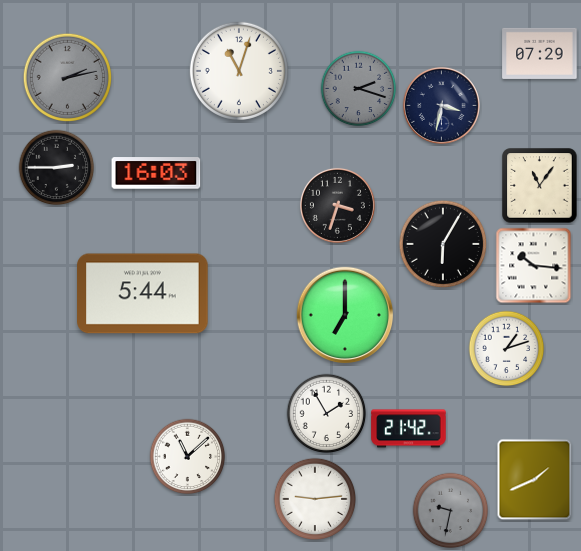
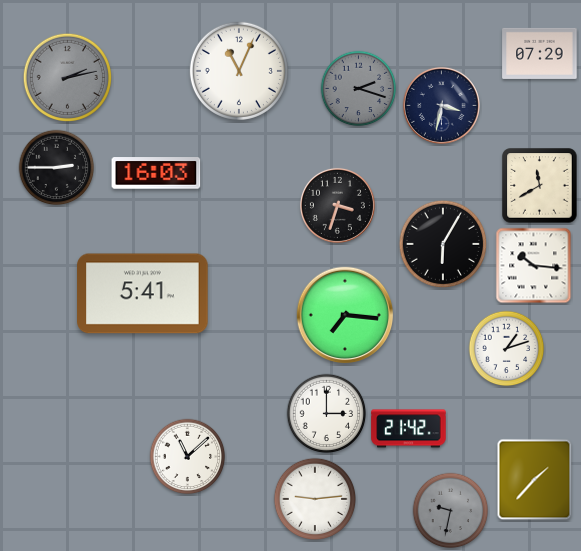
clock at (239, 71): 11:03 -> 11:04
clock at (540, 186): 11:06 -> 11:40
clock at (143, 294): 5:44 -> 5:41
clock at (345, 315): 7:00 -> 7:16
clock at (327, 414): 1:55 -> 3:00
clock at (535, 480): 1:41 -> 1:37
